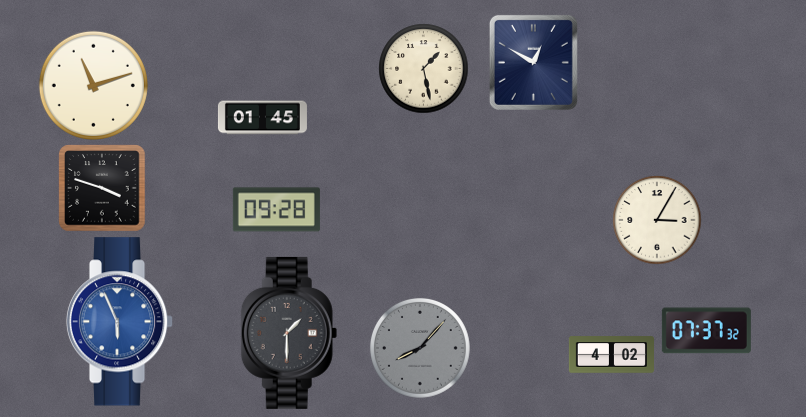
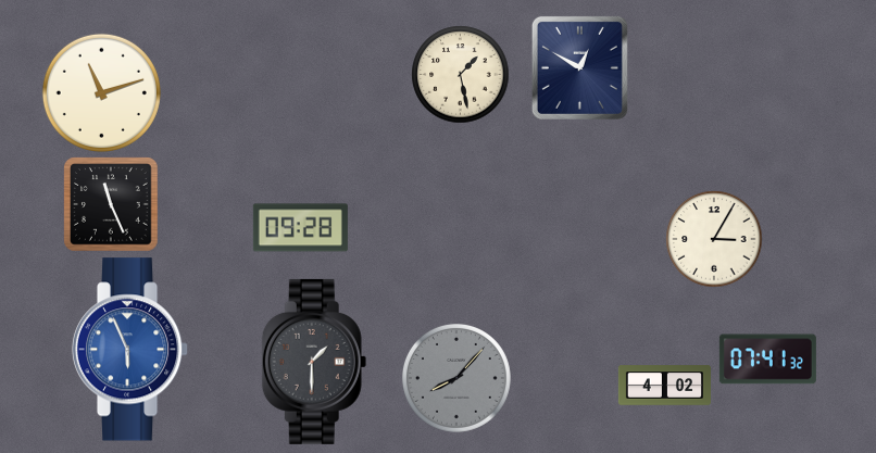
clock at (262, 118): 01:45 -> none
clock at (102, 188): 3:48 -> 11:26
clock at (706, 331): 07:37 -> 07:41
